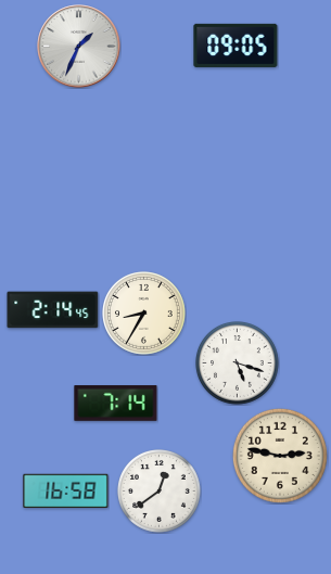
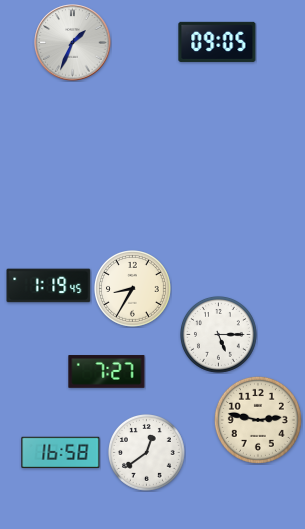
clock at (53, 310): 2:14 -> 1:19
clock at (238, 363): 5:18 -> 5:15
clock at (116, 404): 7:14 -> 7:27
